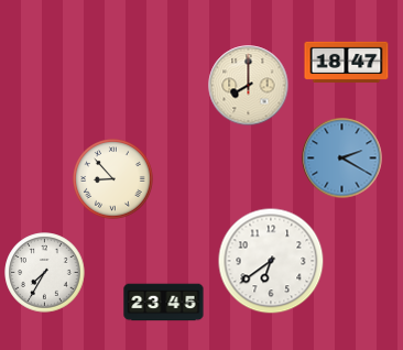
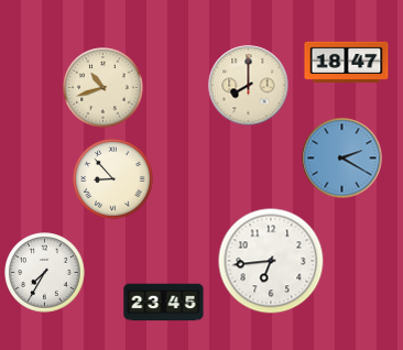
clock at (104, 88): none -> 10:42
clock at (271, 261): 6:39 -> 6:44
